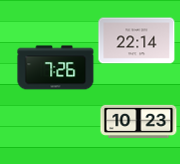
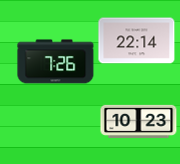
clock at (56, 68) position: (56, 68) -> (56, 62)
